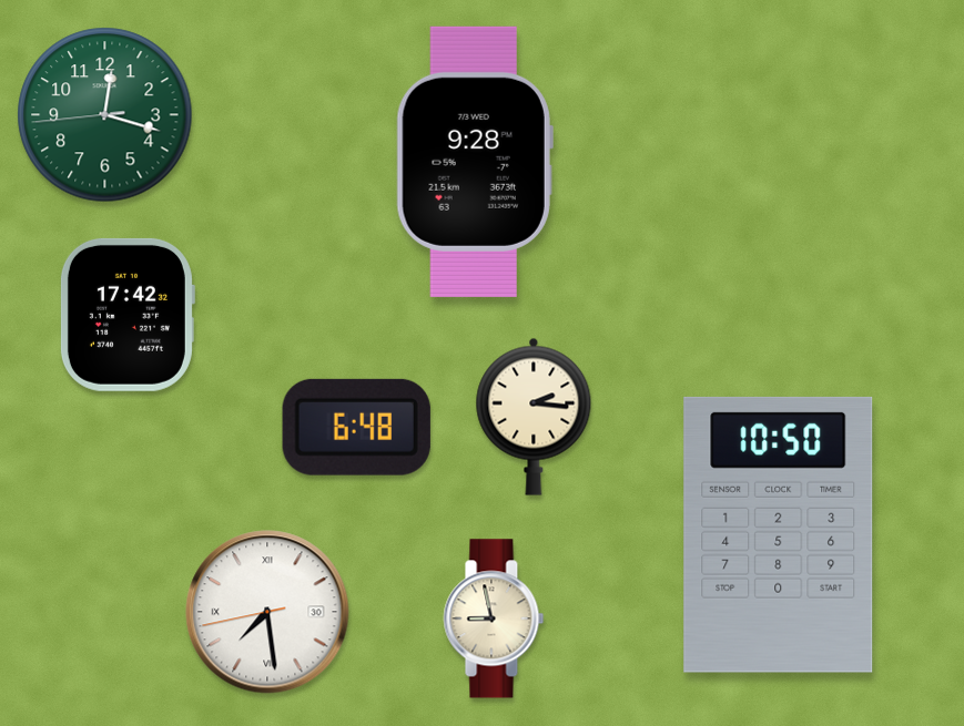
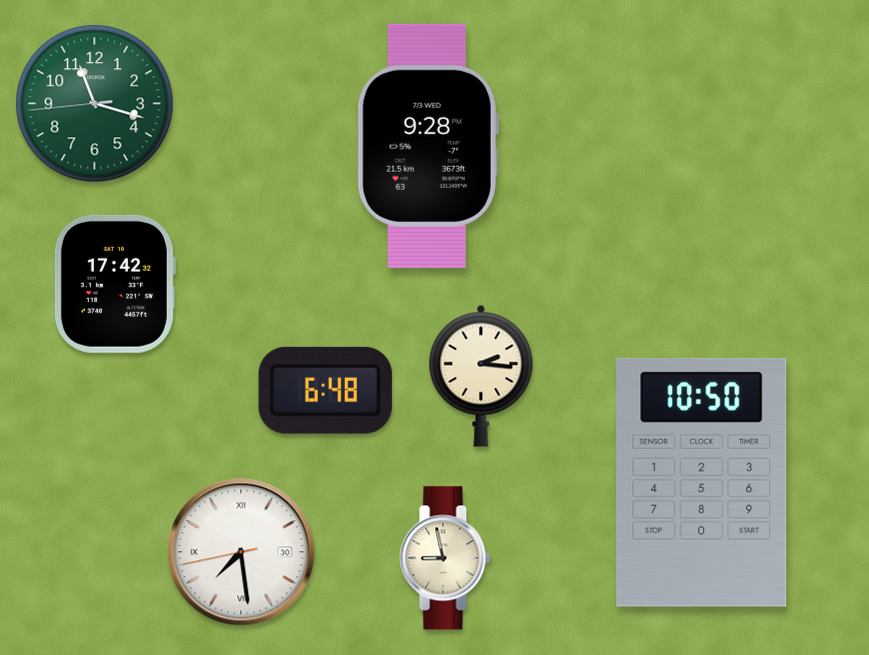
clock at (105, 115): 12:17 -> 11:17
clock at (356, 427) position: (356, 427) -> (325, 390)
